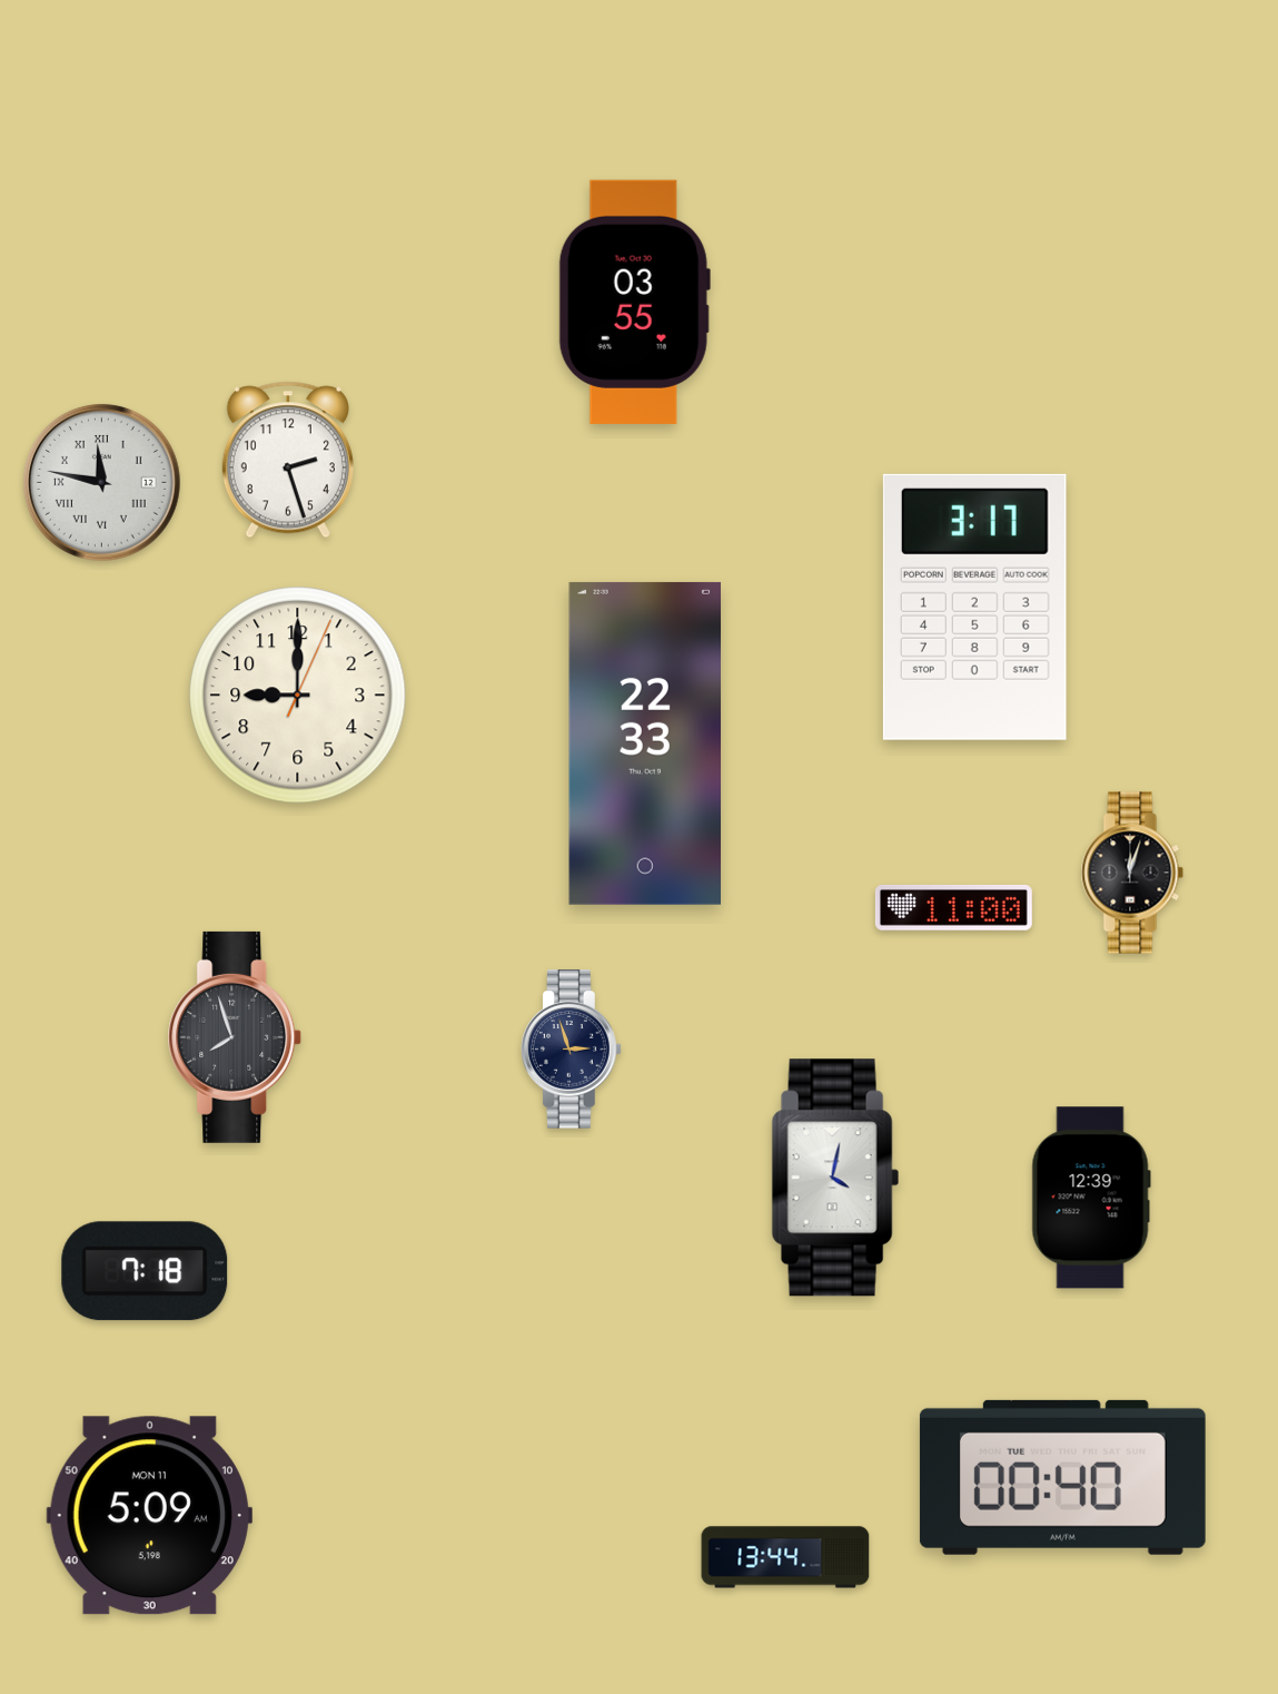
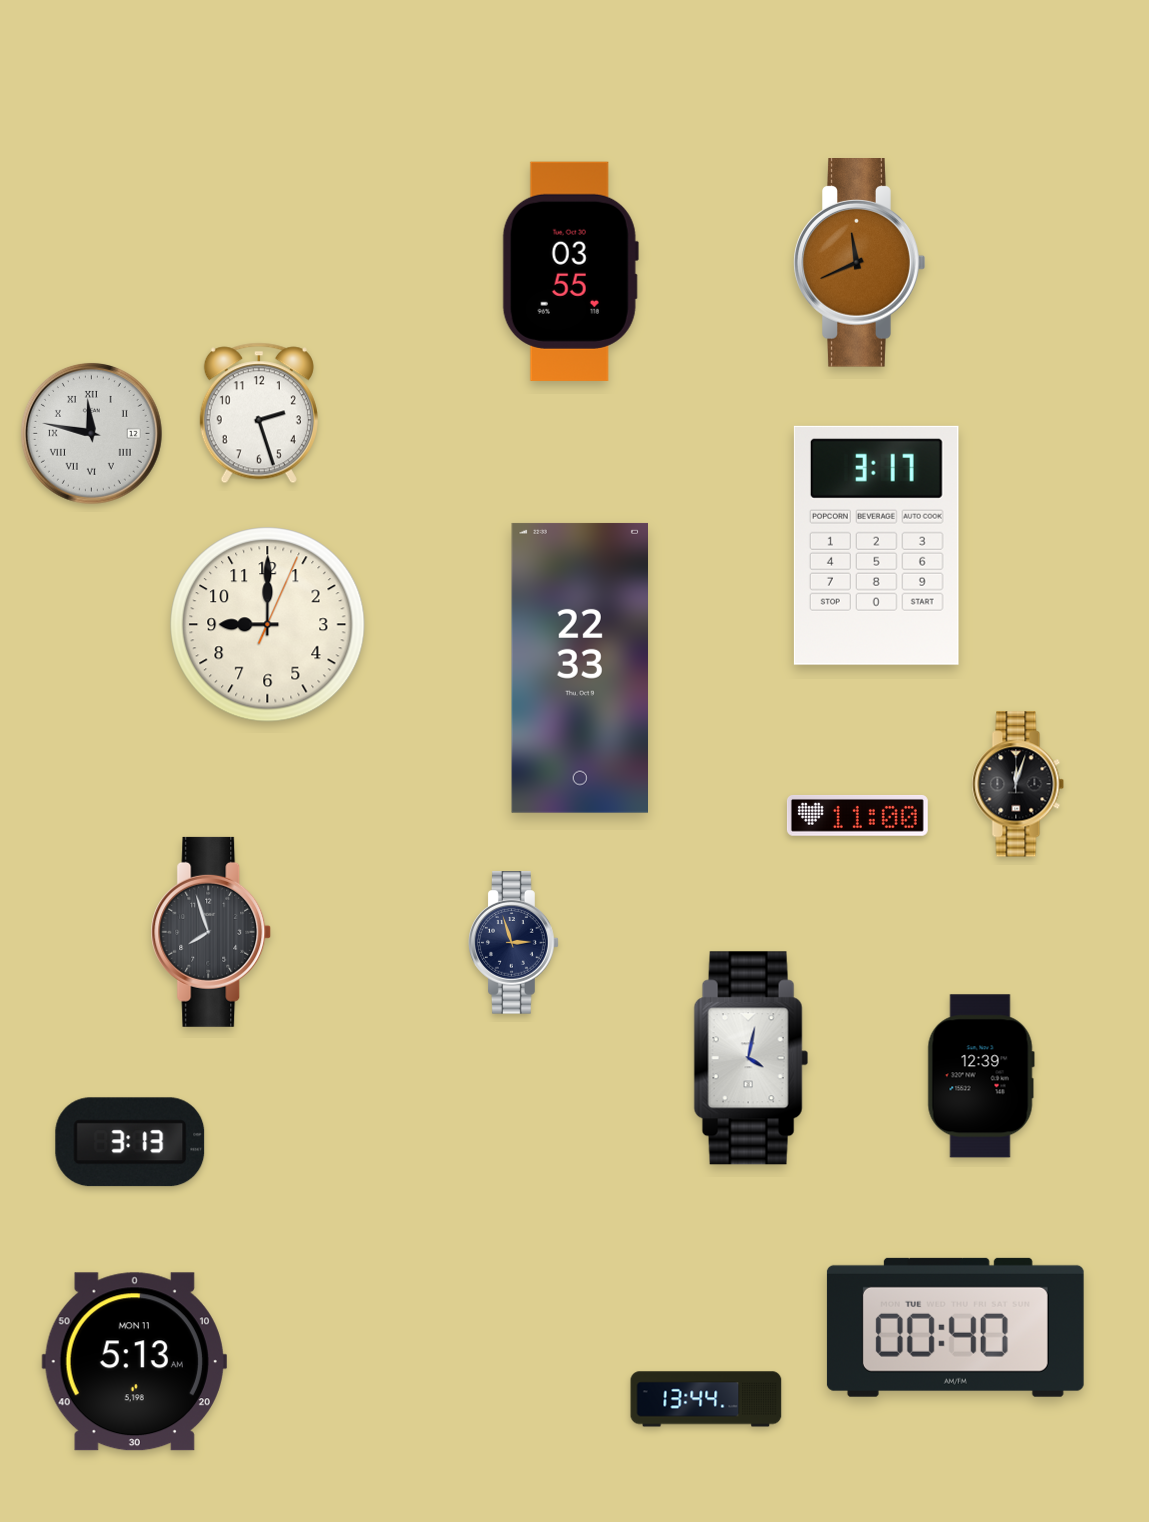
clock at (860, 263): none -> 11:41
clock at (145, 1271): 7:18 -> 3:13
clock at (149, 1516): 5:09 -> 5:13
